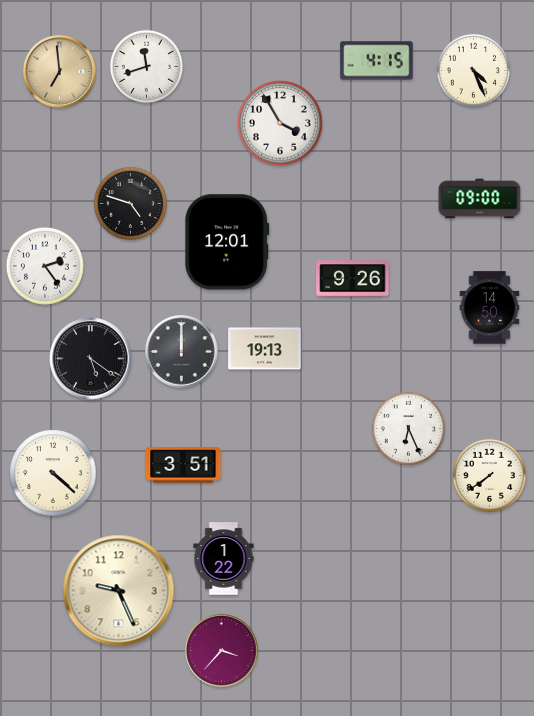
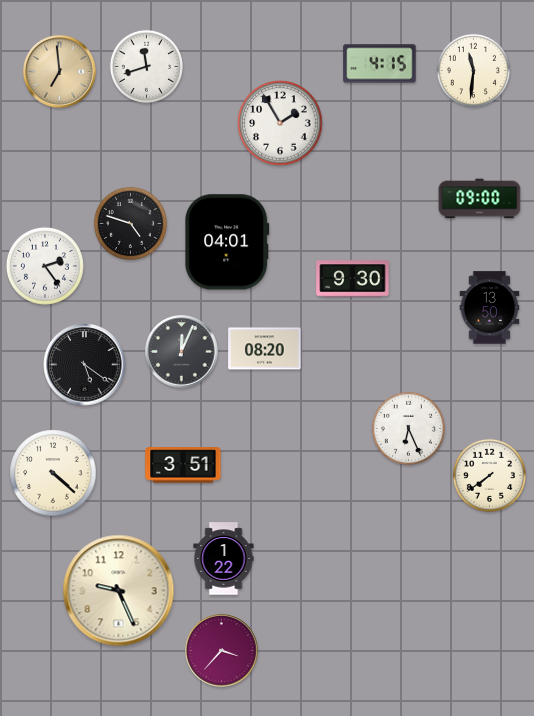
clock at (377, 61) position: (377, 61) -> (380, 64)
clock at (473, 70): 4:26 -> 11:31
clock at (280, 123): 3:55 -> 1:55
clock at (130, 203) position: (130, 203) -> (130, 223)
clock at (227, 242): 12:01 -> 04:01
clock at (353, 279): 9:26 -> 9:30
clock at (490, 308): 14:50 -> 13:50
clock at (265, 349): 19:13 -> 08:20
clock at (182, 352): 12:00 -> 12:04
clock at (91, 359) position: (91, 359) -> (85, 365)
